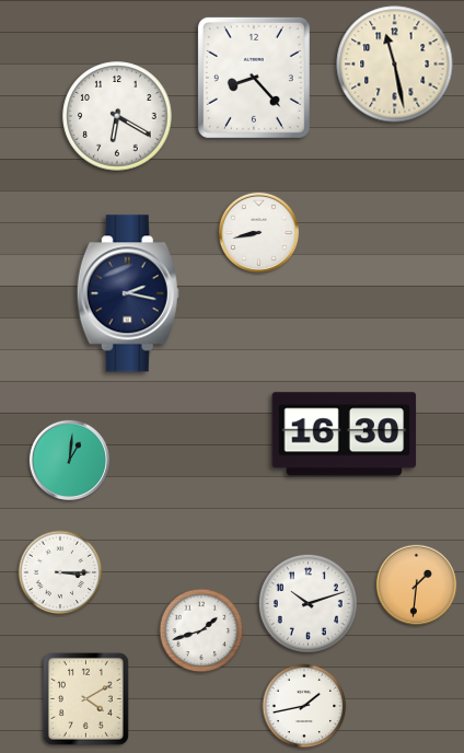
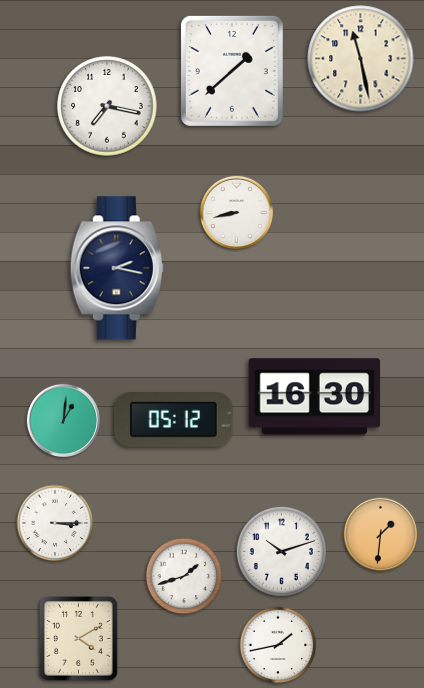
clock at (254, 78): 8:23 -> 1:38
clock at (117, 116): 6:20 -> 7:17
clock at (174, 420): none -> 05:12
